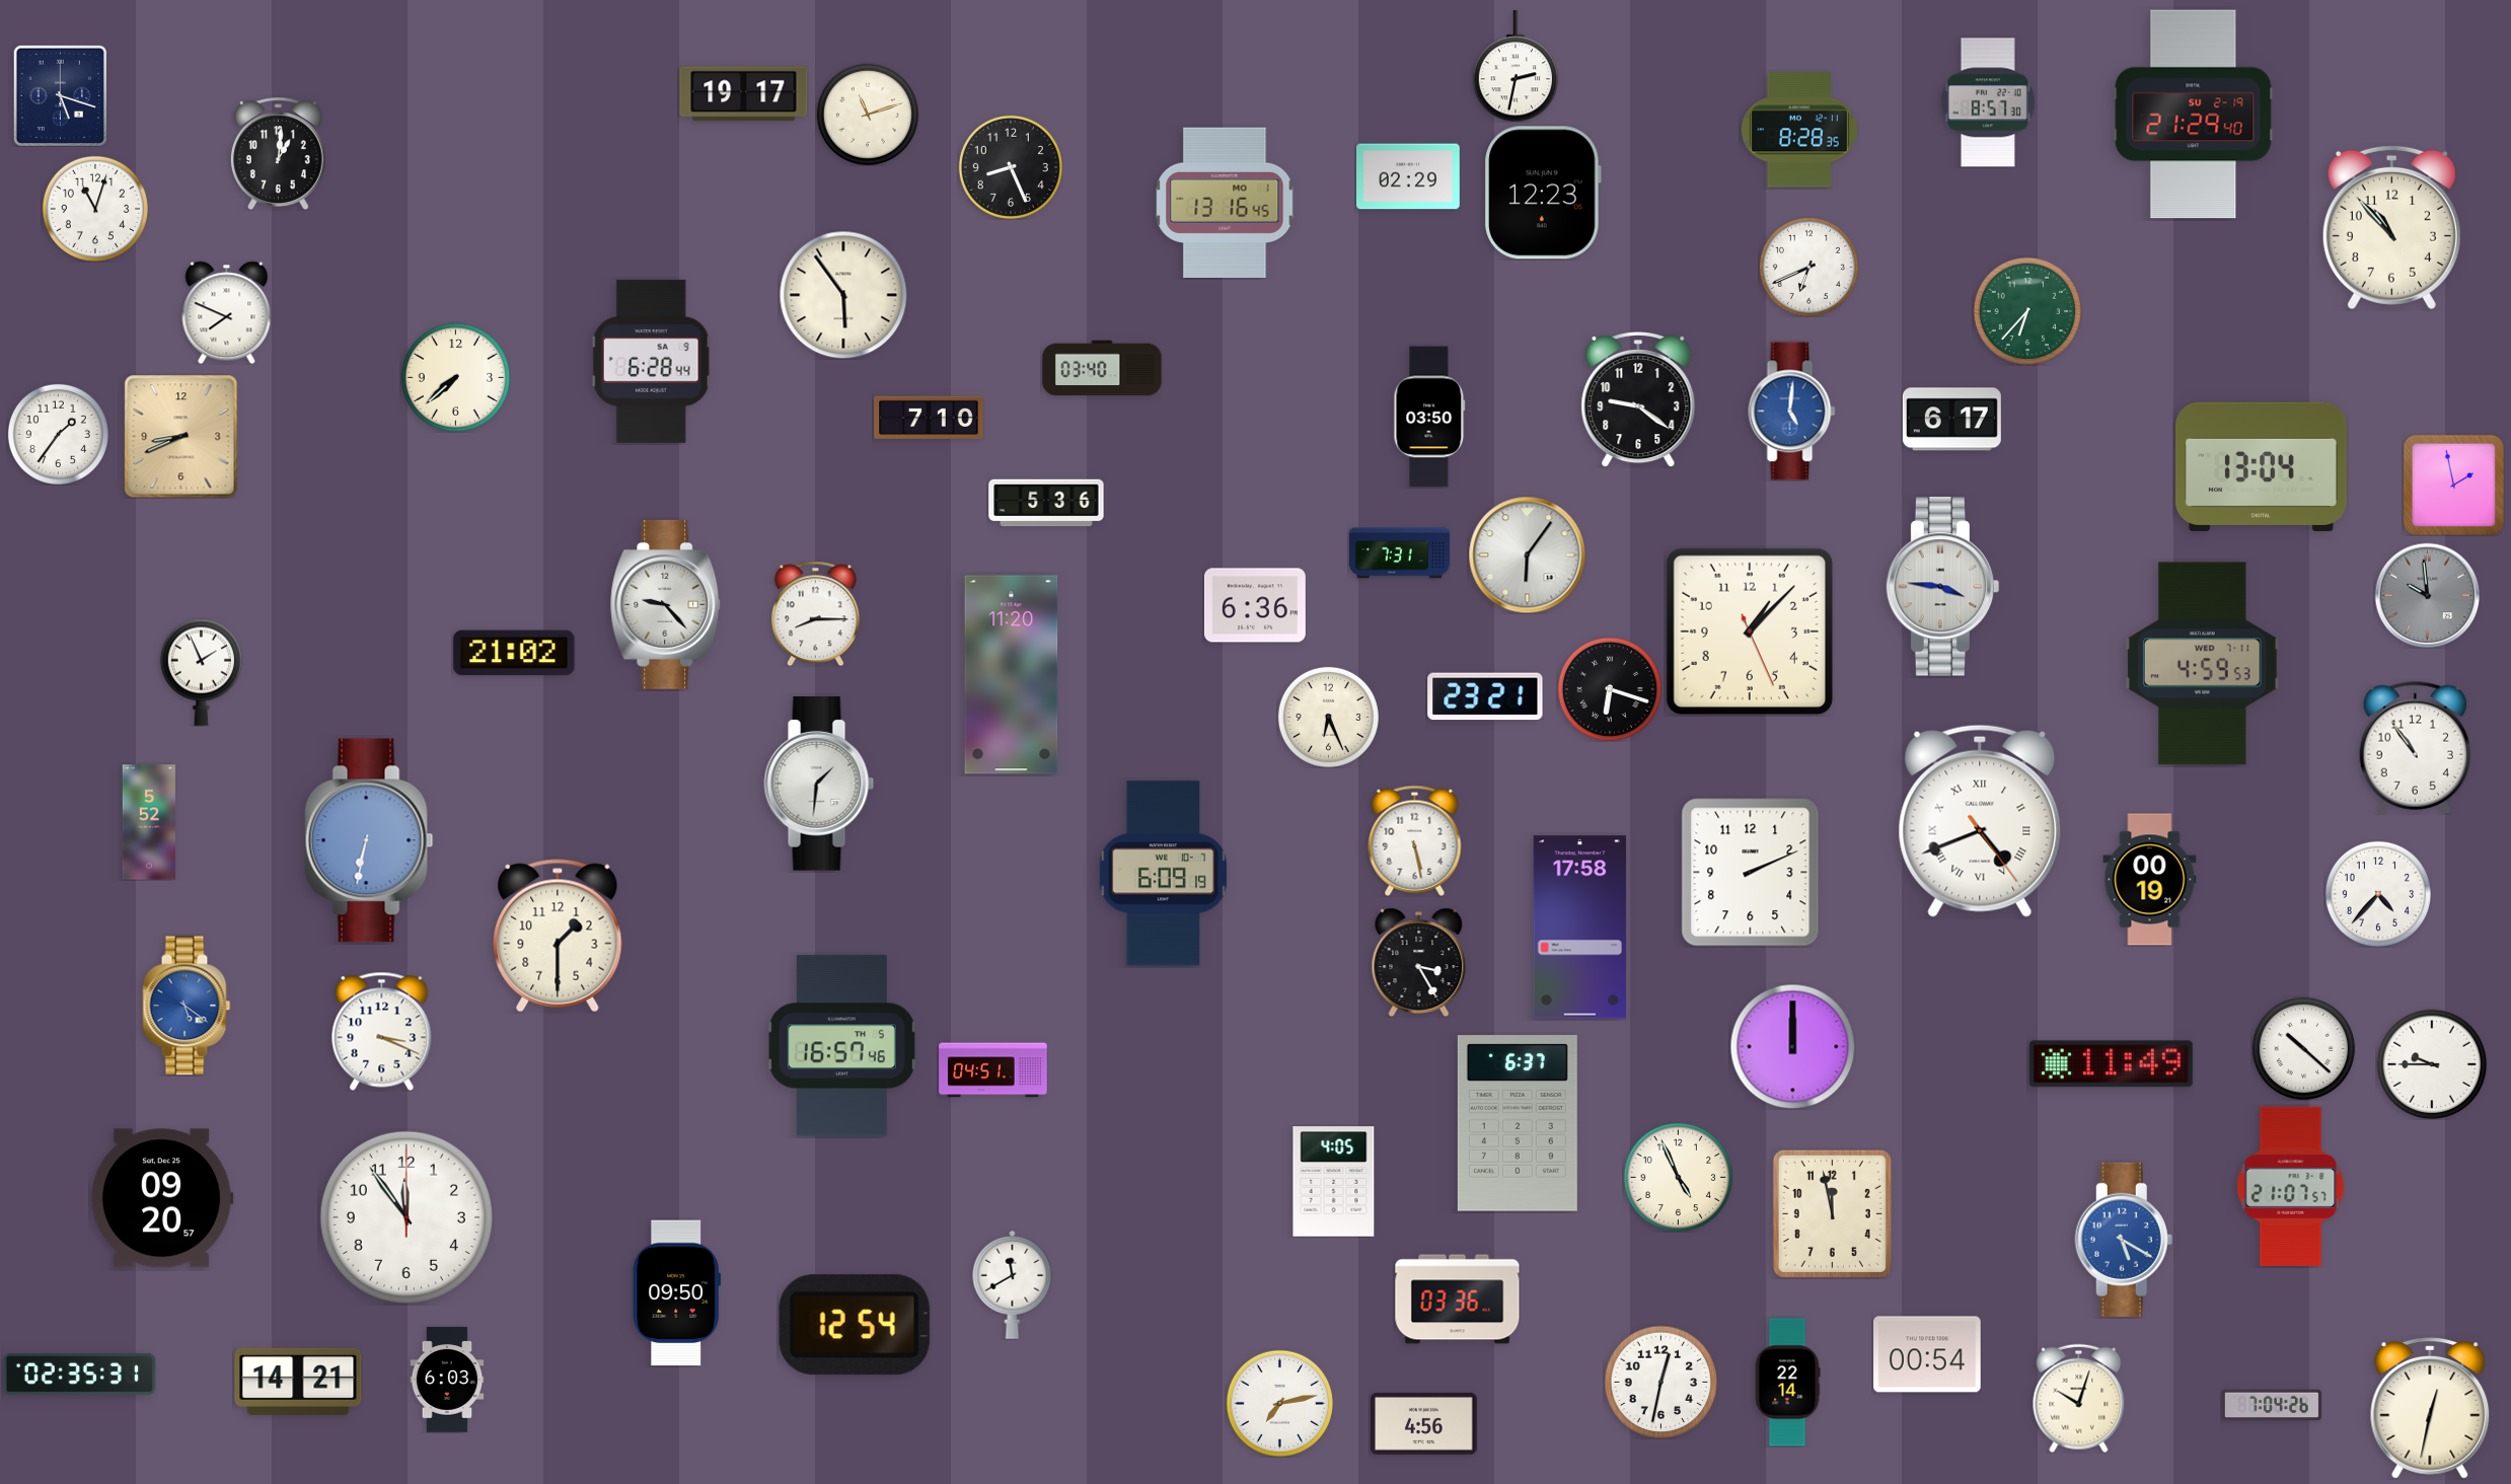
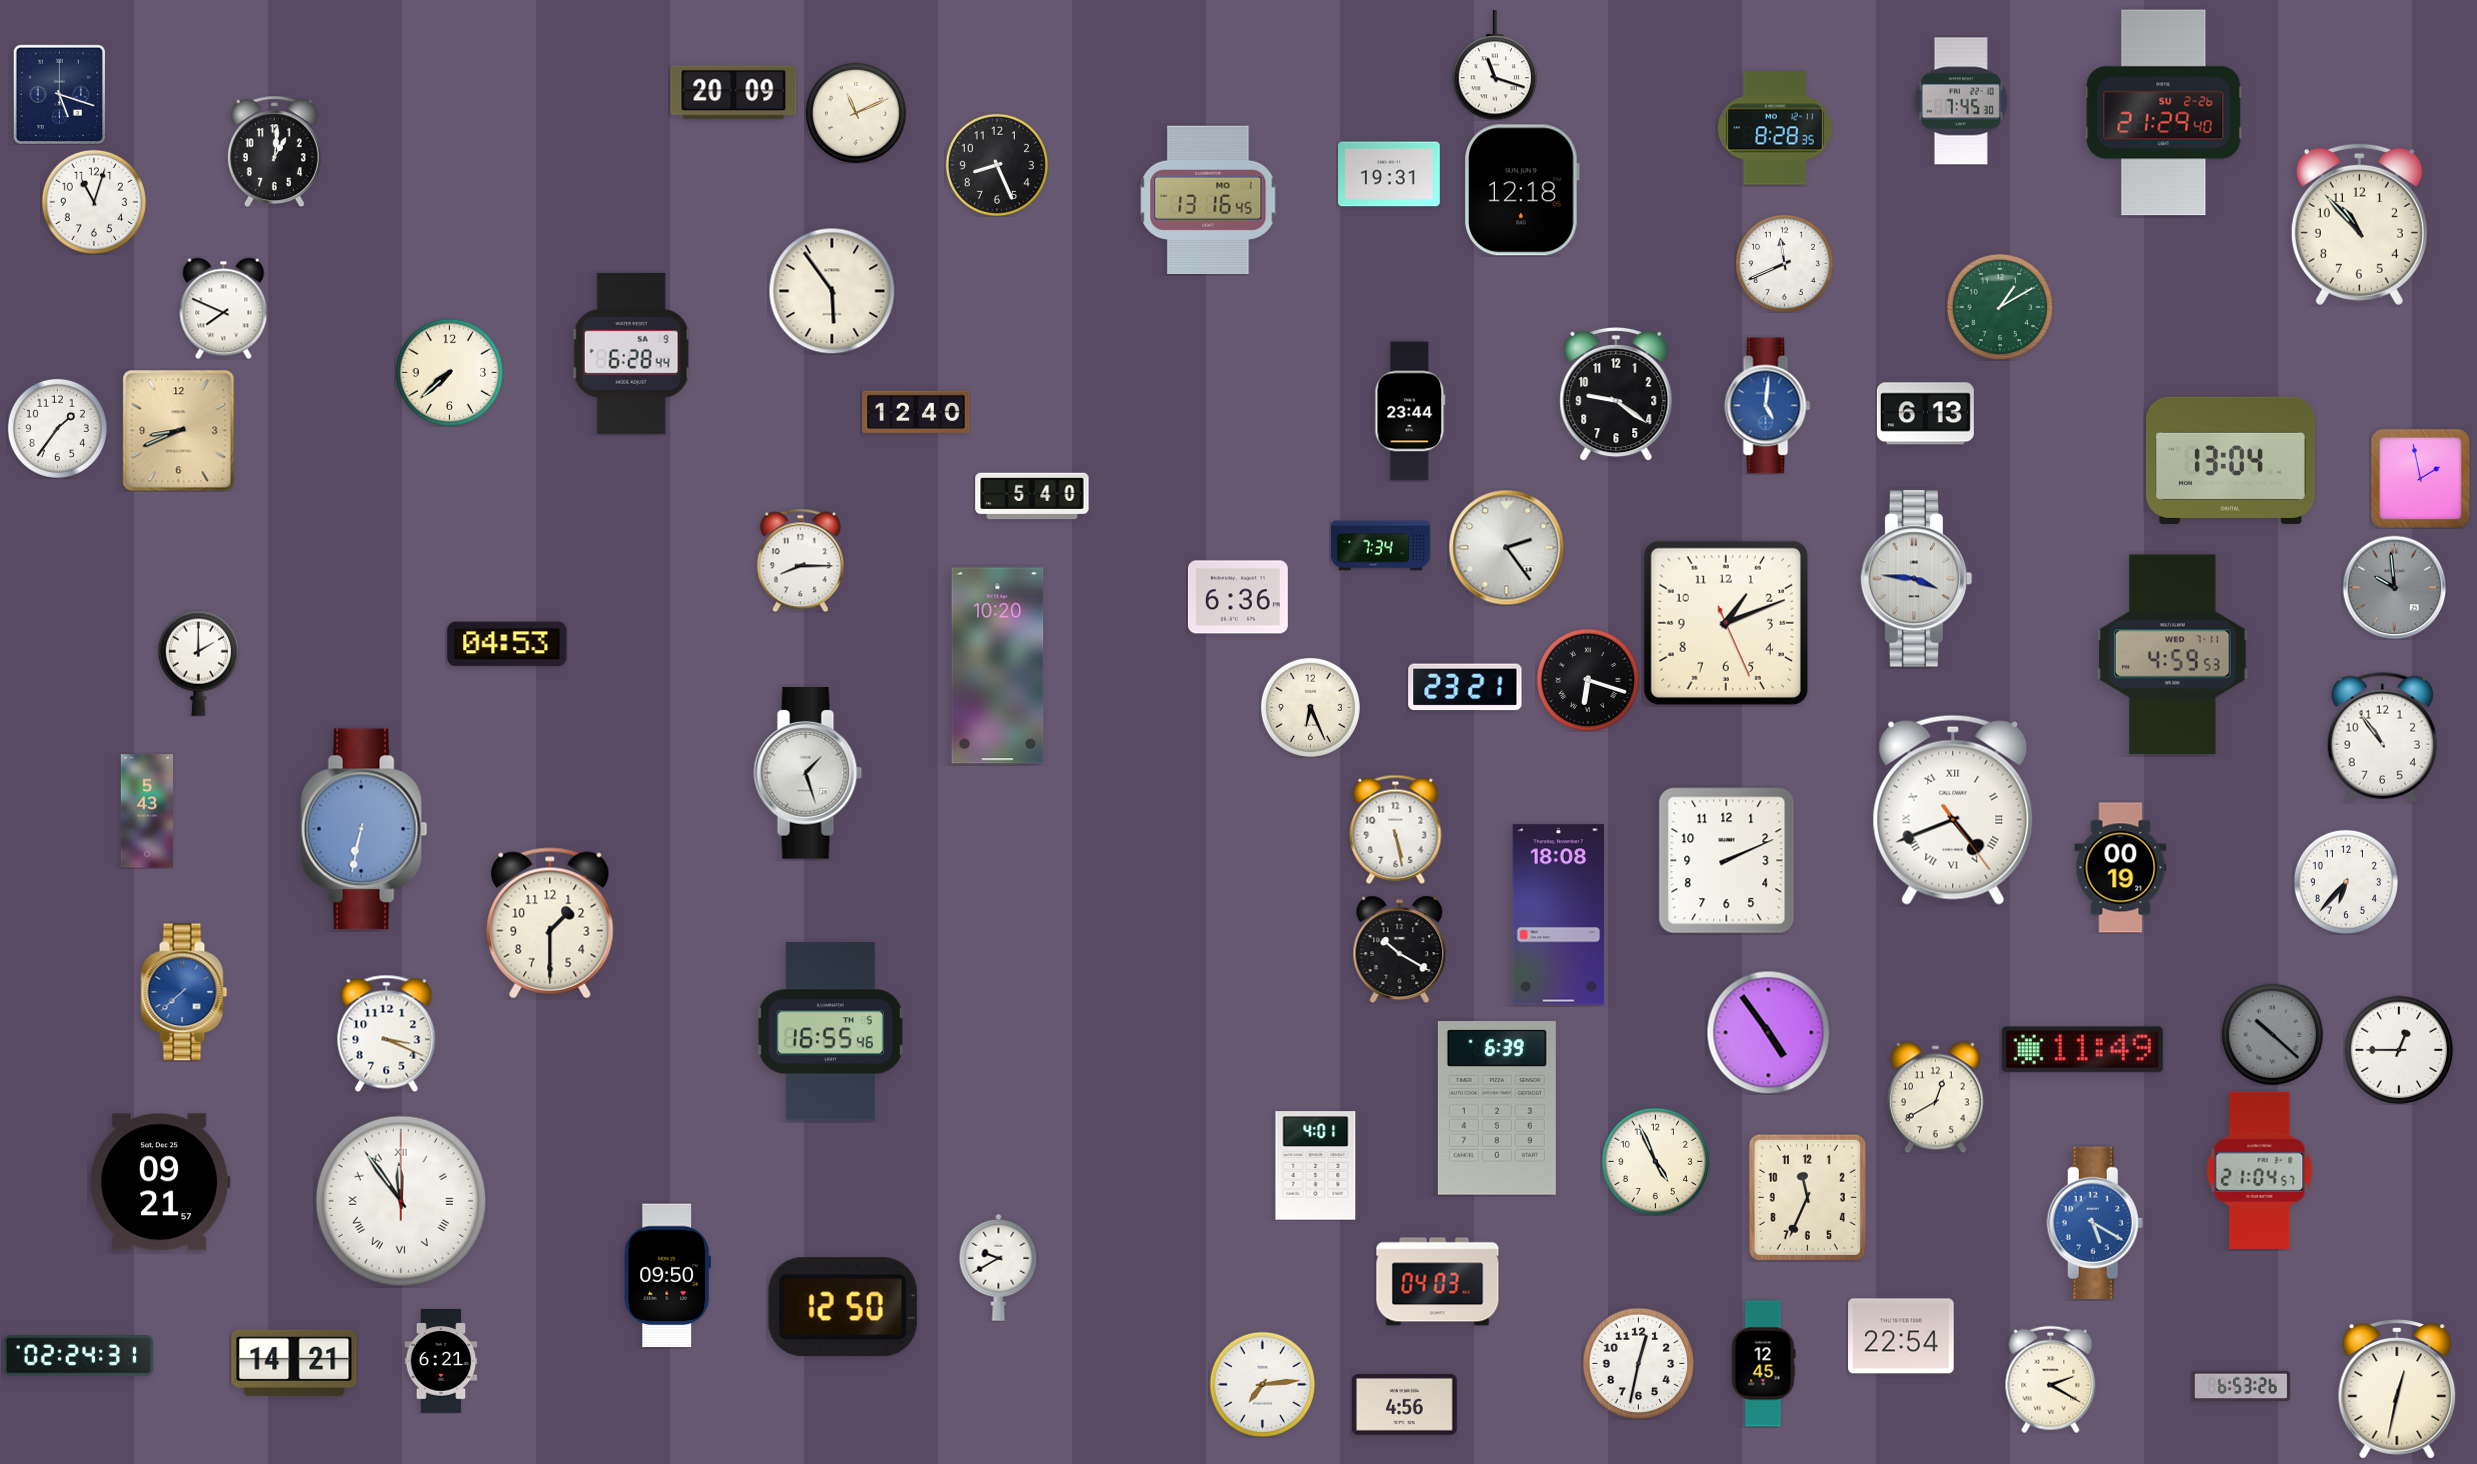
clock at (1516, 66): 2:32 -> 11:18
clock at (744, 94): 19:17 -> 20:09
clock at (1988, 102): 8:57 -> 7:45
clock at (868, 115): 11:12 -> 11:11
clock at (2194, 115) date: SU 2-19 -> SU 2-26
clock at (1409, 176): 02:29 -> 19:31
clock at (1543, 193): 12:23 -> 12:18
clock at (94, 208) position: (94, 208) -> (93, 201)
clock at (1808, 267): 6:41 -> 11:41
clock at (2026, 310): 6:37 -> 1:10
clock at (651, 361) position: (651, 361) -> (631, 353)
clock at (1102, 368): 03:40 -> none
clock at (1429, 417): 03:50 -> 23:44
clock at (929, 418): 7:10 -> 12:40
clock at (1951, 420): 6:17 -> 6:13
clock at (1046, 503): 5:36 -> 5:40
clock at (1399, 553): 7:31 -> 7:34
clock at (1527, 554): 6:06 -> 2:24
clock at (666, 604): 9:23 -> none
clock at (815, 613) position: (815, 613) -> (800, 560)
clock at (1750, 632): 1:07 -> 1:11
clock at (514, 653): 21:02 -> 04:53
clock at (201, 672): 1:56 -> 2:00
clock at (1012, 675): 11:20 -> 10:20
clock at (819, 784): 1:31 -> 1:27
clock at (149, 822): 5:52 -> 5:43
clock at (1164, 874): 6:09 -> none
clock at (2377, 893): 4:37 -> 6:37
clock at (1580, 927): 17:58 -> 18:08
clock at (1419, 962): 3:25 -> 10:20
clock at (187, 1006): 5:21 -> 7:38
clock at (382, 1031) position: (382, 1031) -> (387, 1033)
clock at (841, 1046): 16:57 -> 16:55
clock at (1792, 1046): 12:00 -> 4:54
clock at (2303, 1048) dial: white -> grey
clock at (2432, 1064): 9:45 -> 12:45
clock at (993, 1070): 04:51 -> none
clock at (1935, 1097): none -> 12:40
clock at (1518, 1123): 6:37 -> 6:39
clock at (1334, 1182): 4:05 -> 4:01
clock at (2291, 1186): 21:07 -> 21:04
clock at (162, 1198): 09:20 -> 09:21
clock at (1832, 1213): 11:58 -> 11:34
clock at (407, 1217) numerals: Arabic -> Roman
clock at (1013, 1284): 11:40 -> 9:40
clock at (1458, 1300): 03:36 -> 04:03
clock at (855, 1325): 12:54 -> 12:50
clock at (1927, 1354): 00:54 -> 22:54
clock at (80, 1375): 02:35 -> 02:24
clock at (447, 1380): 6:03 -> 6:21
clock at (1787, 1383): 22:14 -> 12:45
clock at (2079, 1398): 10:03 -> 2:20
clock at (1279, 1403): 7:13 -> 7:14
clock at (2272, 1405): 7:04 -> 6:53
